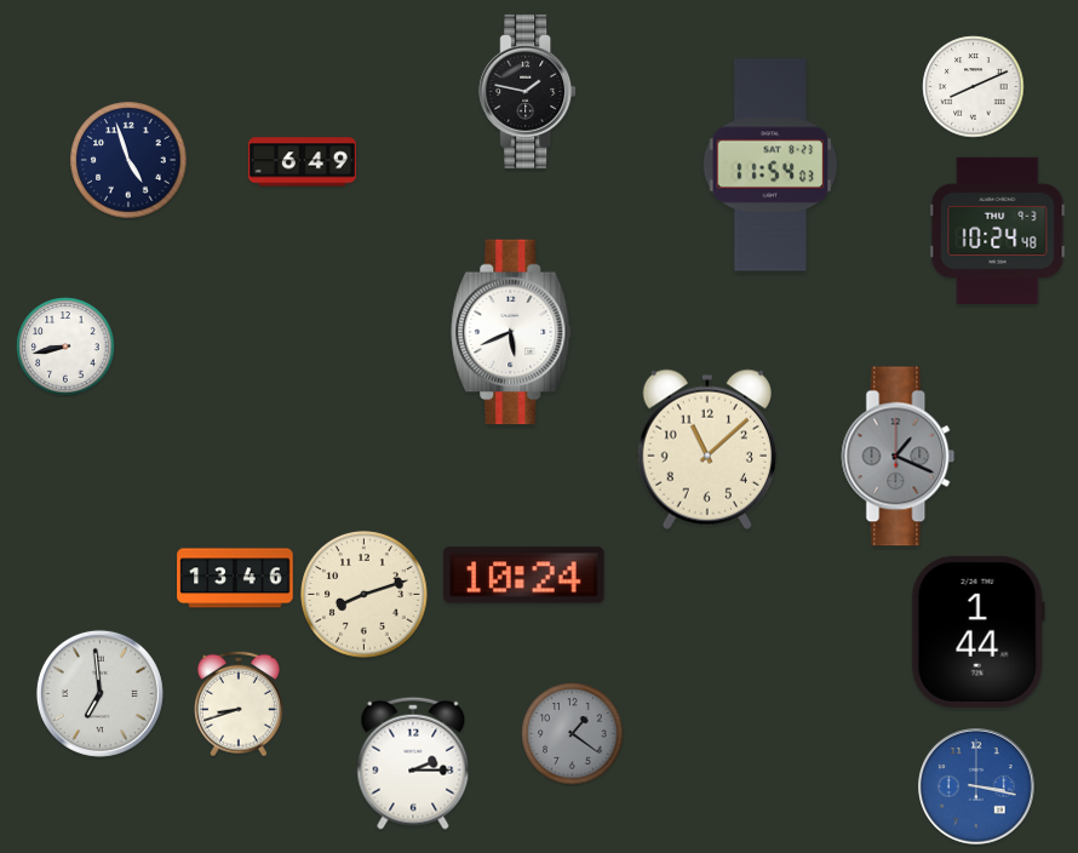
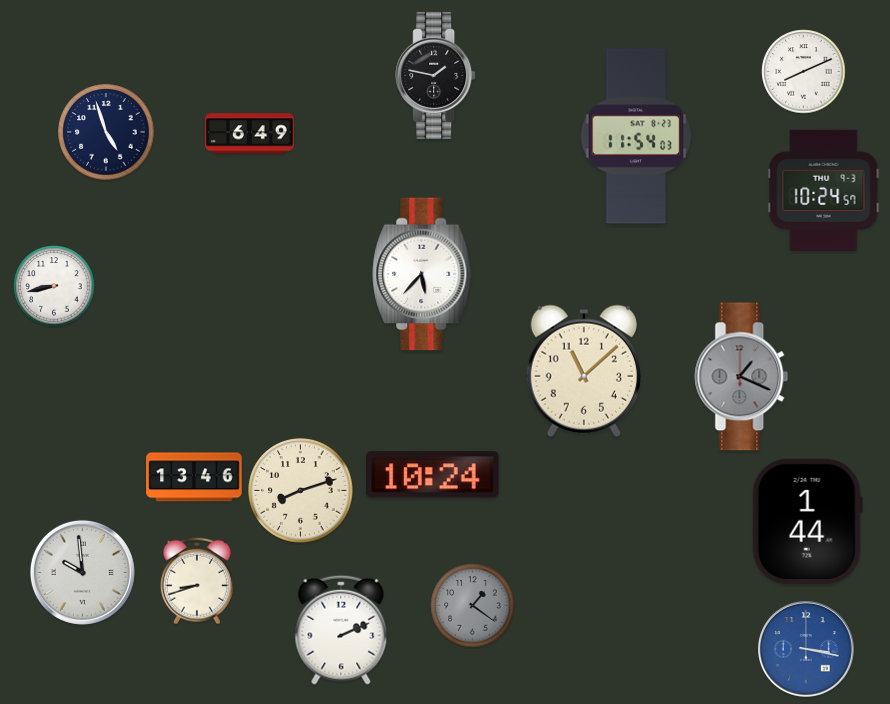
clock at (998, 230): 10:24:48 -> 10:24:57
clock at (511, 332): 5:41 -> 5:37
clock at (99, 693): 6:59 -> 9:59
clock at (413, 763): 2:15 -> 2:11
